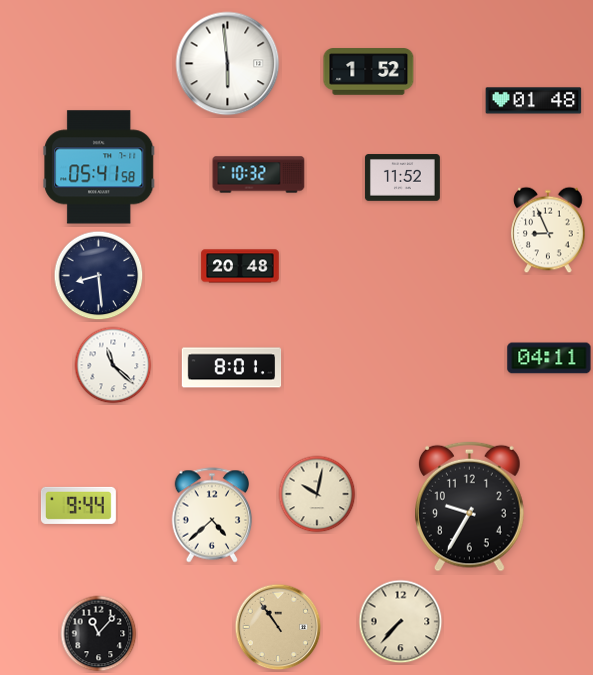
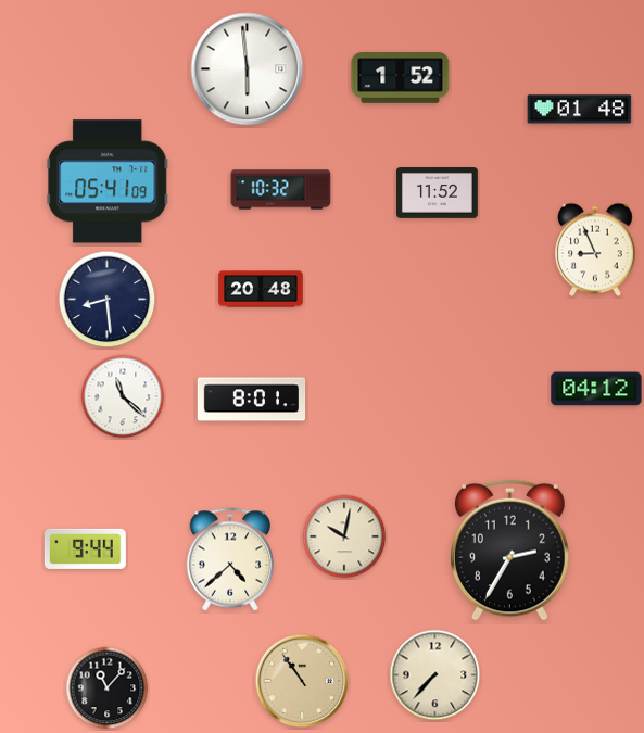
clock at (99, 167): 05:41:58 -> 05:41:09
clock at (549, 358): 04:11 -> 04:12
clock at (470, 506): 9:35 -> 2:35
